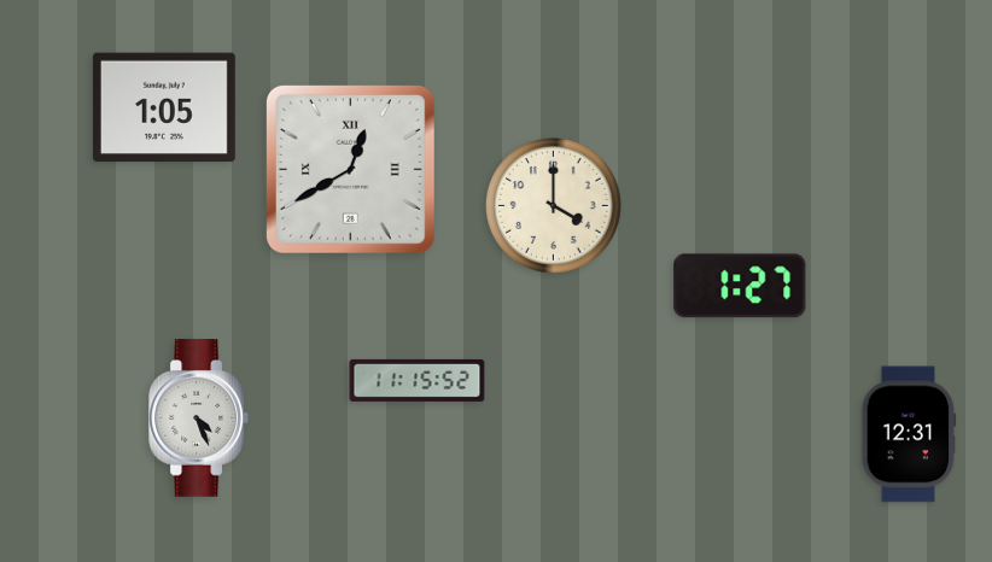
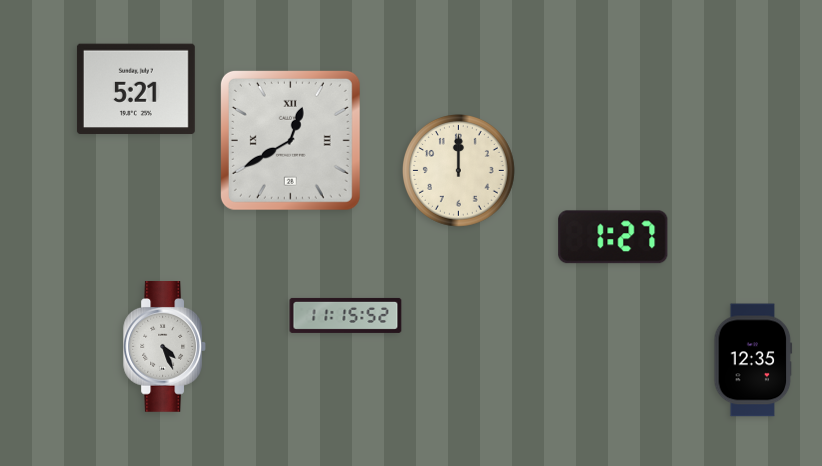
clock at (164, 107): 1:05 -> 5:21
clock at (554, 206): 4:00 -> 12:00
clock at (909, 434): 12:31 -> 12:35
